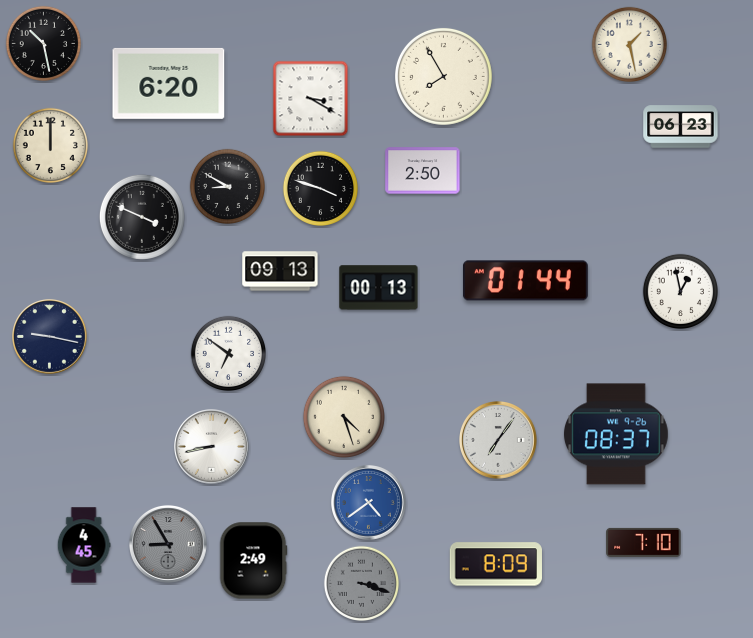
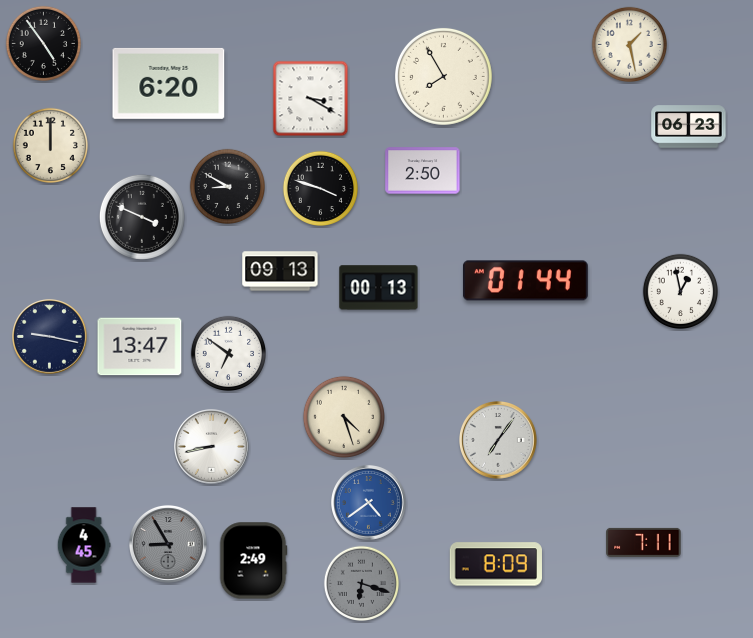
clock at (43, 43): 10:28 -> 4:54
clock at (681, 127) position: (681, 127) -> (689, 127)
clock at (140, 347): none -> 13:47
clock at (616, 434): 08:37 -> none
clock at (644, 542): 7:10 -> 7:11
clock at (361, 583): 3:18 -> 6:18
